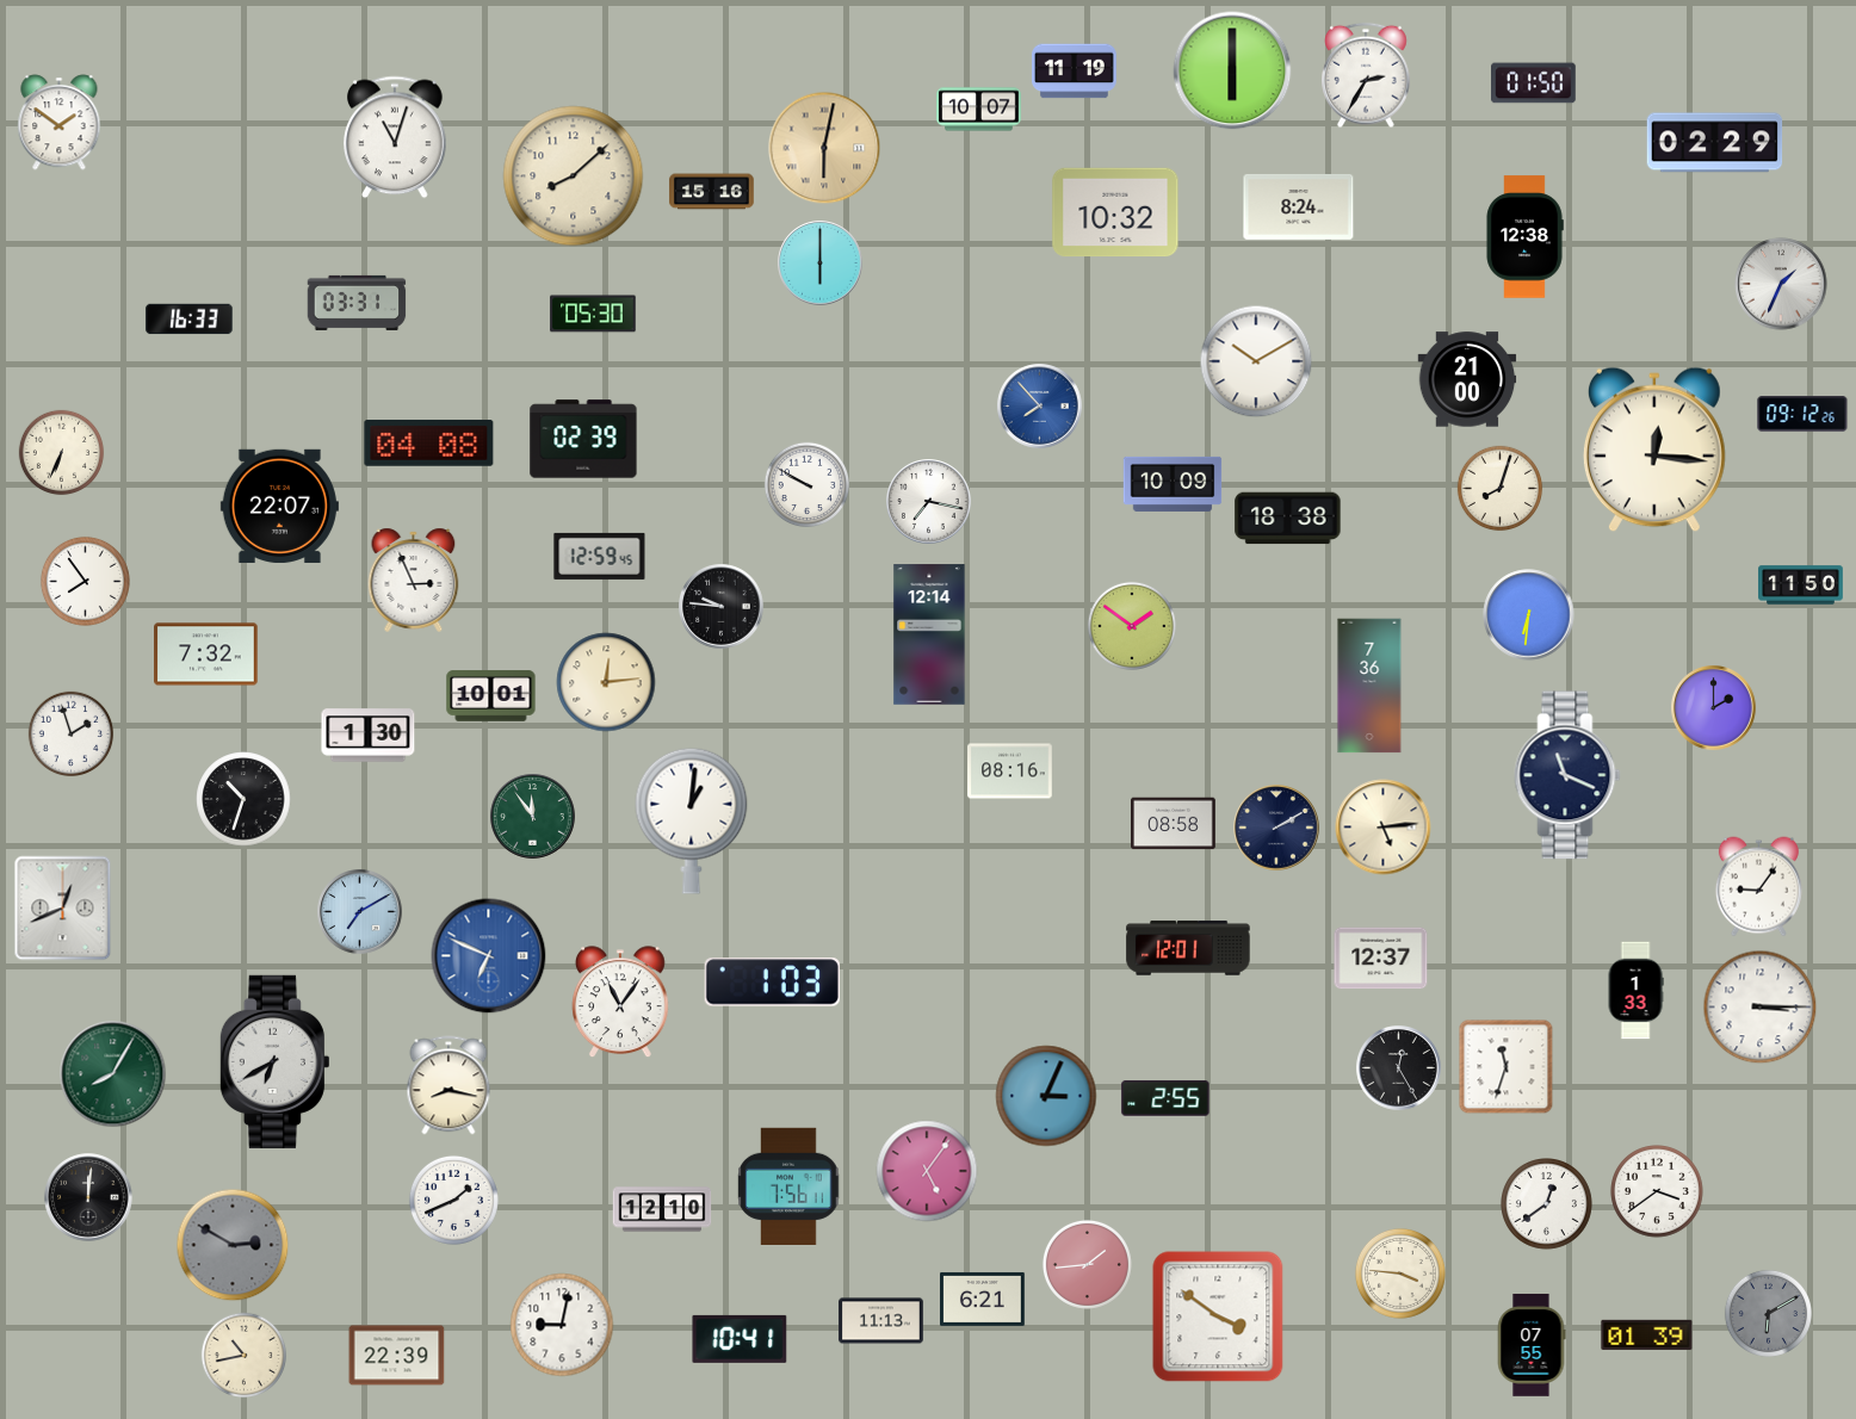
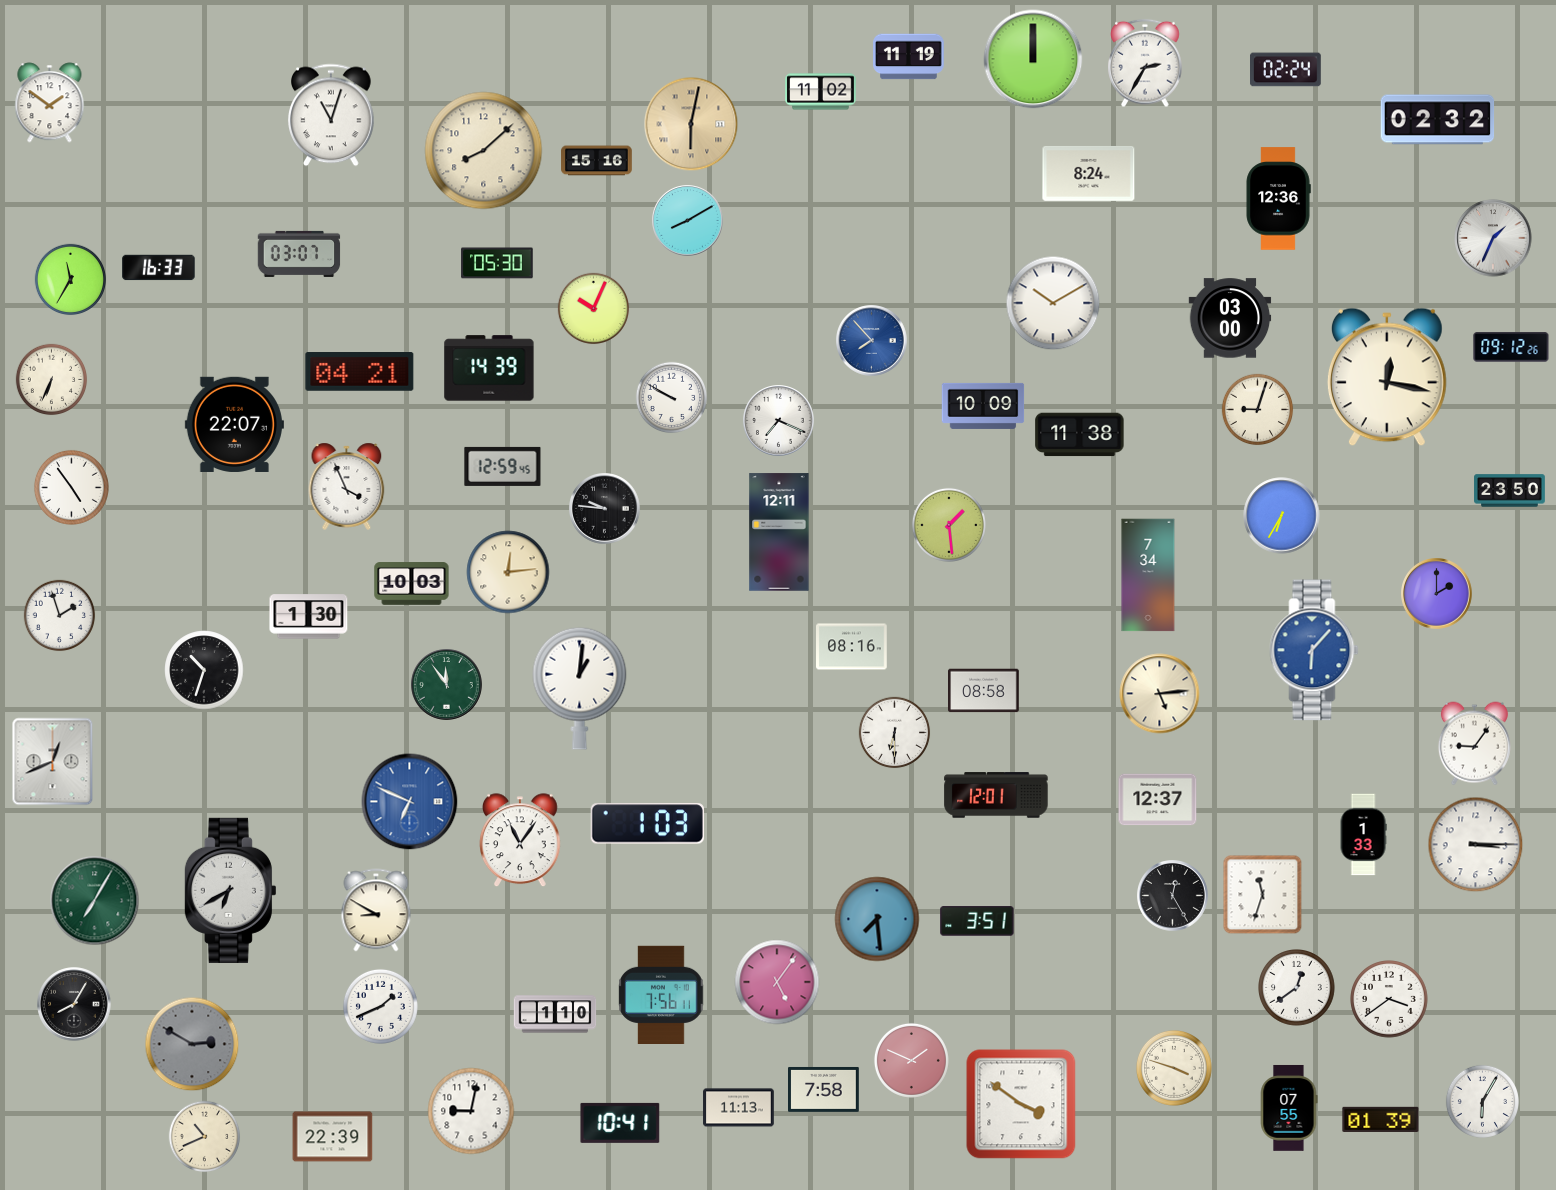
clock at (1232, 70): 6:00 -> 12:00
clock at (1075, 72) position: (1075, 72) -> (909, 57)
clock at (1534, 83): 01:50 -> 02:24
clock at (979, 110): 10:07 -> 11:02
clock at (1715, 143): 02:29 -> 02:32
clock at (574, 176) position: (574, 176) -> (484, 151)
clock at (1115, 212): 10:32 -> none
clock at (1524, 237): 12:38 -> 12:36
clock at (821, 264): 6:00 -> 8:10
clock at (357, 303): 03:31 -> 03:07
clock at (71, 280): none -> 11:35
clock at (594, 309): none -> 10:04
clock at (1467, 379): 21:00 -> 03:00
clock at (583, 439): 02:39 -> 14:39
clock at (429, 444): 04:08 -> 04:21
clock at (1654, 450): 12:16 -> 12:17
clock at (808, 485) position: (808, 485) -> (672, 398)
clock at (1501, 489): 8:03 -> 9:03
clock at (929, 502): 7:17 -> 7:19
clock at (1288, 519): 18:38 -> 11:38
clock at (414, 580): 2:56 -> 3:56
clock at (85, 581): 7:54 -> 4:54
clock at (1801, 585): 11:50 -> 23:50
clock at (1529, 615): 6:31 -> 6:35
clock at (1132, 626): 1:51 -> 1:29
clock at (929, 634): 12:14 -> 12:11
clock at (206, 655): 7:32 -> none
clock at (1369, 686): 7:36 -> 7:34
clock at (491, 696): 10:01 -> 10:03
clock at (1010, 772) position: (1010, 772) -> (852, 647)
clock at (1567, 775): 11:19 -> 6:07
clock at (1567, 775) dial: navy -> blue
clock at (1276, 828): 2:10 -> none
clock at (895, 733): none -> 6:30
clock at (360, 912): 7:10 -> none
clock at (1381, 959) position: (1381, 959) -> (1158, 800)
clock at (1635, 991) position: (1635, 991) -> (1363, 835)
clock at (113, 1074): 8:05 -> 7:05
clock at (448, 1085): 8:17 -> 8:50
clock at (1046, 1096): 3:04 -> 7:29
clock at (1165, 1098): 2:55 -> 3:51
clock at (88, 1197): 12:01 -> 8:05
clock at (1547, 1204) position: (1547, 1204) -> (1297, 988)
clock at (662, 1209): 12:10 -> 1:10
clock at (233, 1245) position: (233, 1245) -> (192, 1044)
clock at (1087, 1264): 1:44 -> 1:49
clock at (1400, 1274): 3:46 -> 3:48
clock at (983, 1299): 6:21 -> 7:58
clock at (1768, 1313): 6:10 -> 6:05
clock at (1768, 1313) dial: grey -> white
clock at (1532, 1345) position: (1532, 1345) -> (1289, 1108)
clock at (245, 1356): 10:43 -> 10:41
